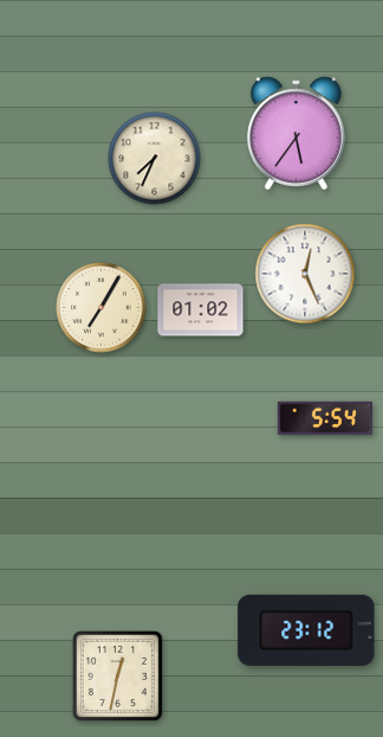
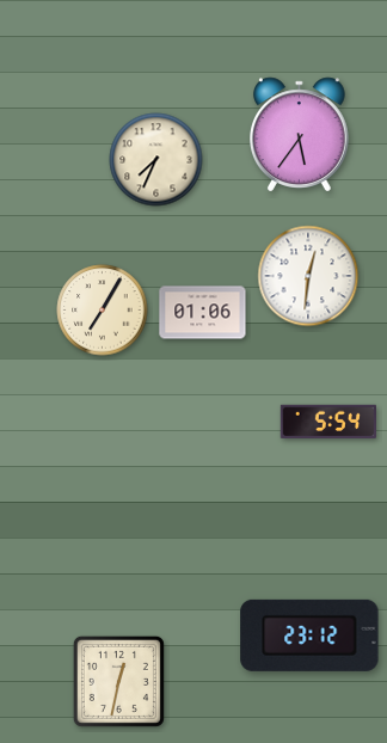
clock at (305, 274): 12:26 -> 12:31
clock at (201, 310): 01:02 -> 01:06
